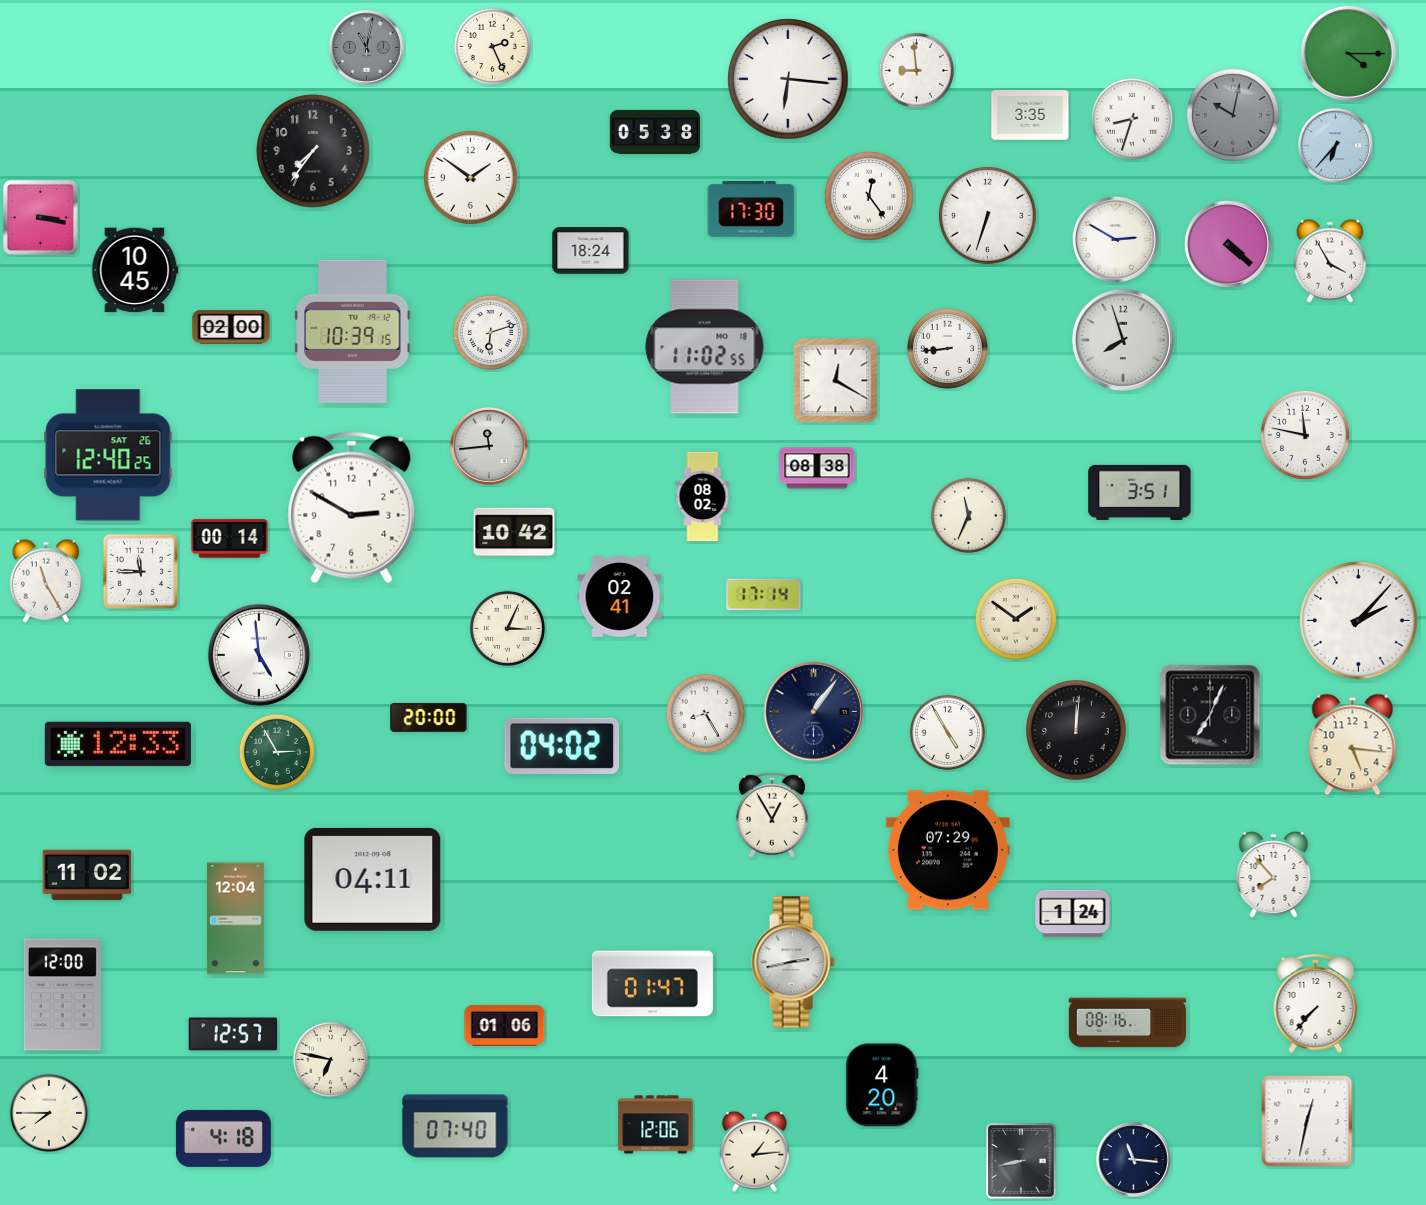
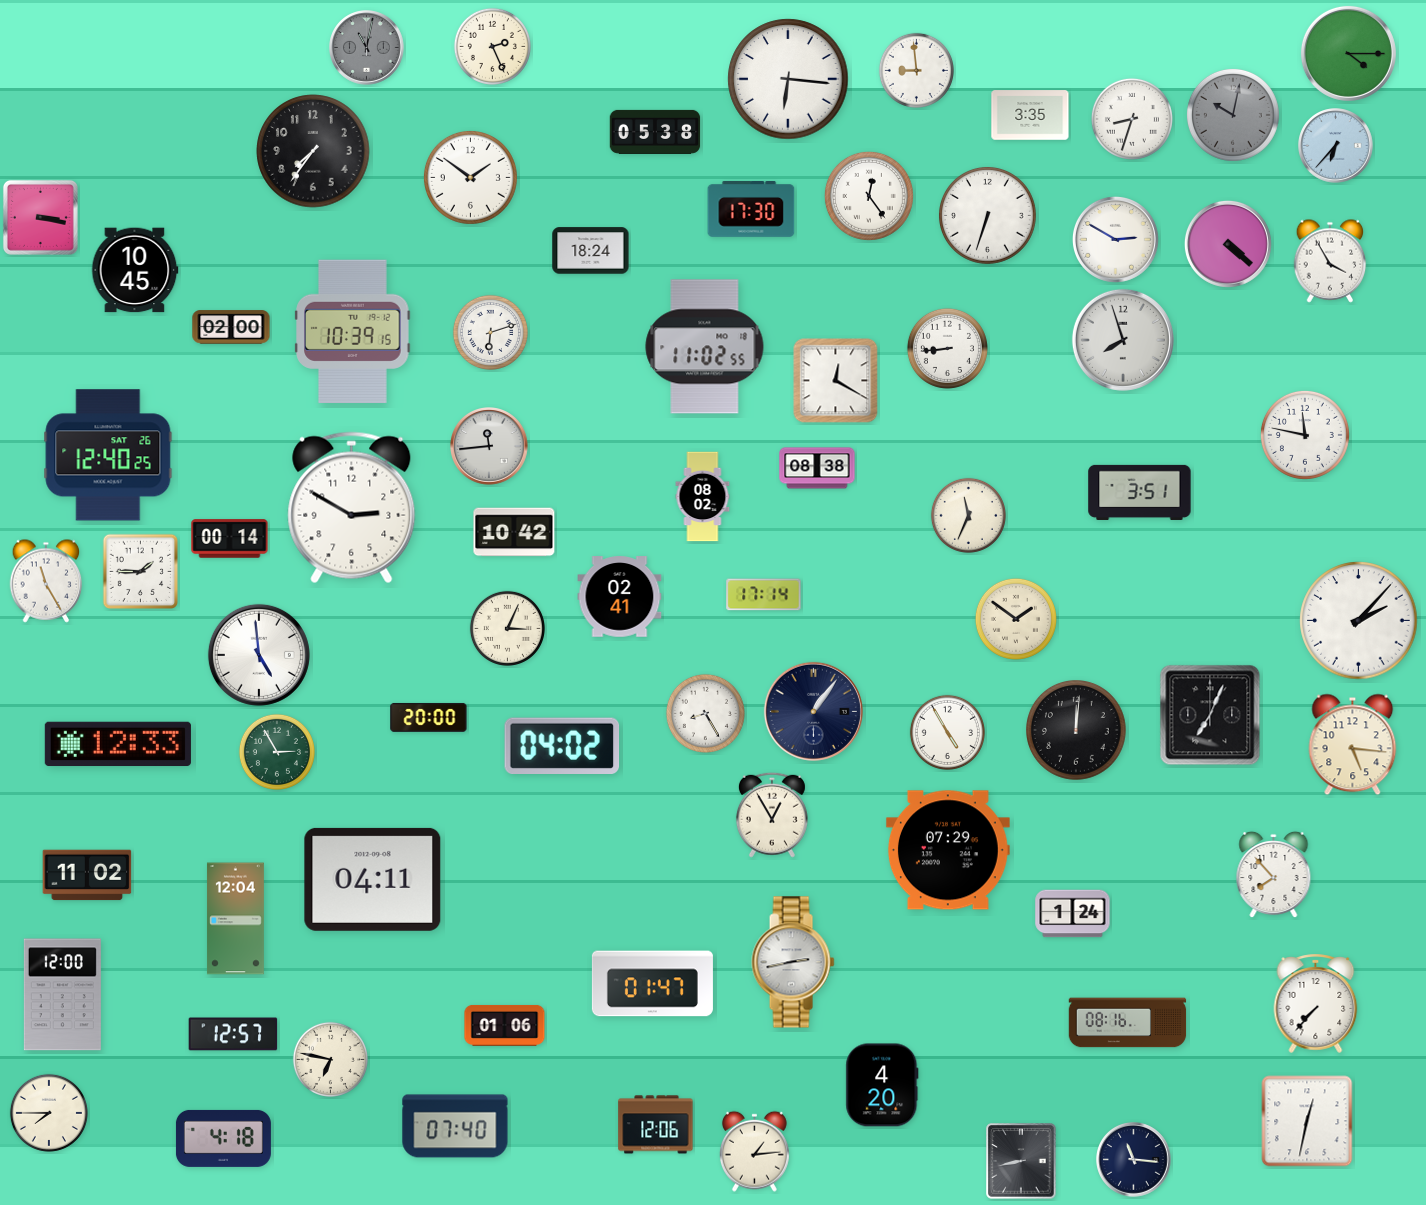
clock at (141, 572): 11:45 -> 1:45
